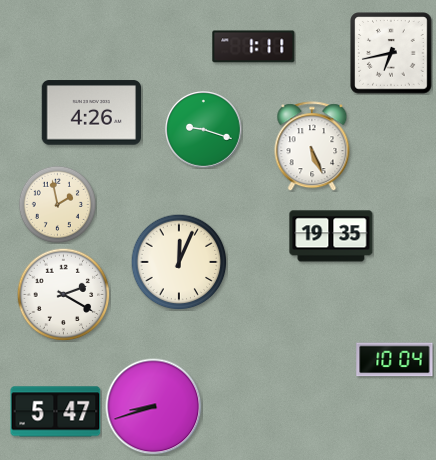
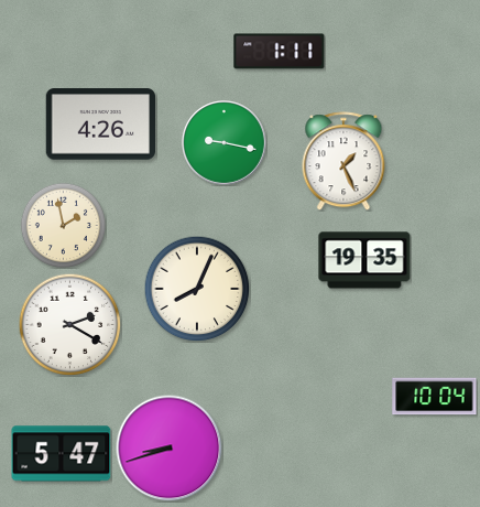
clock at (391, 53): 6:43 -> none
clock at (204, 130): 9:18 -> 9:17
clock at (312, 146): 5:26 -> 1:26
clock at (179, 262): 12:04 -> 8:04
